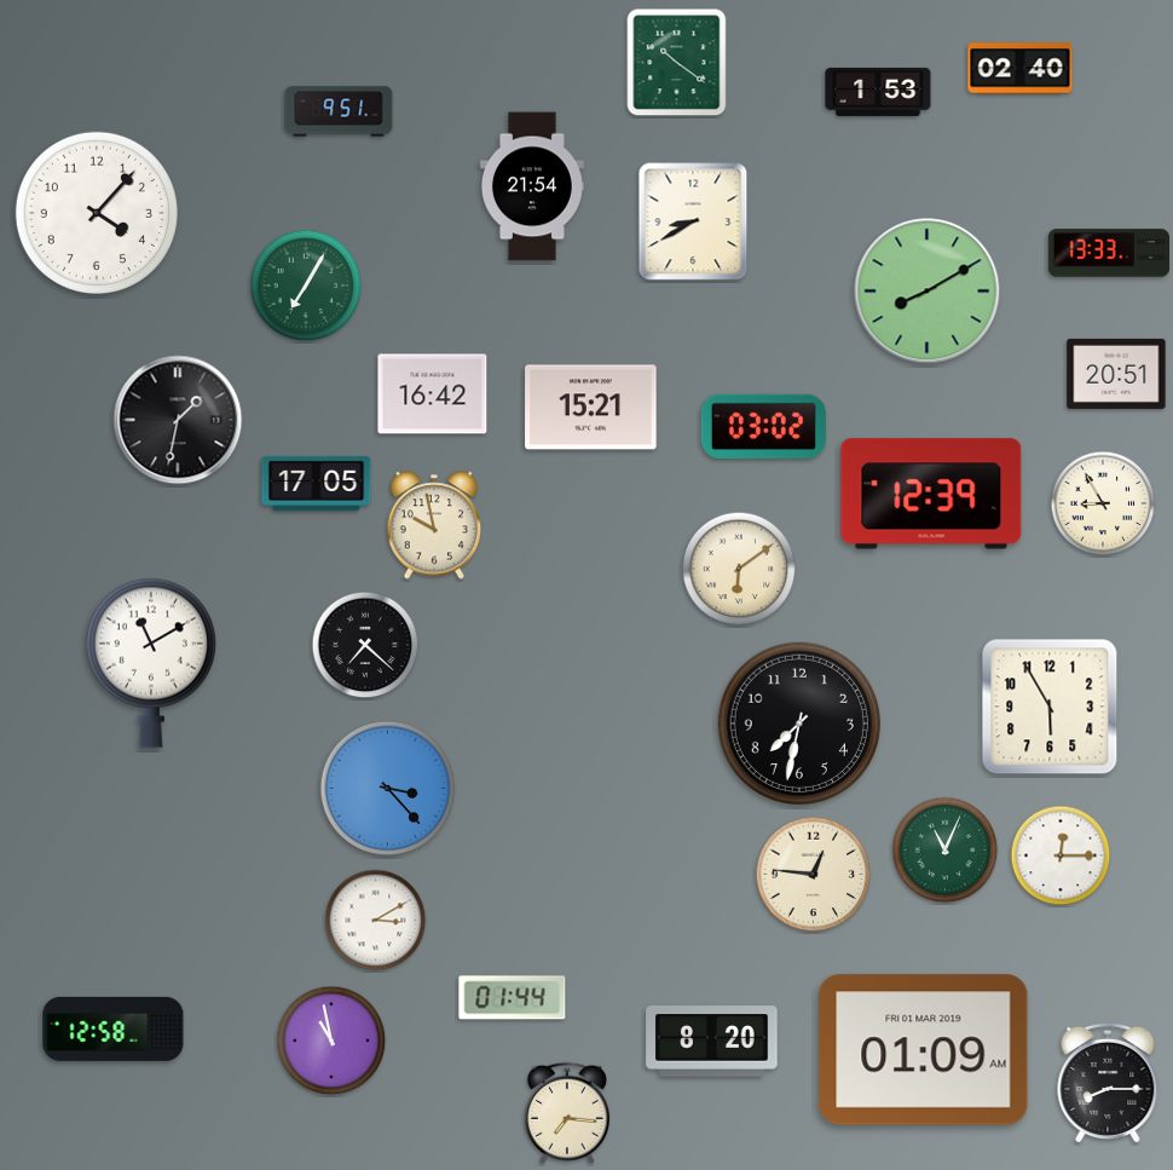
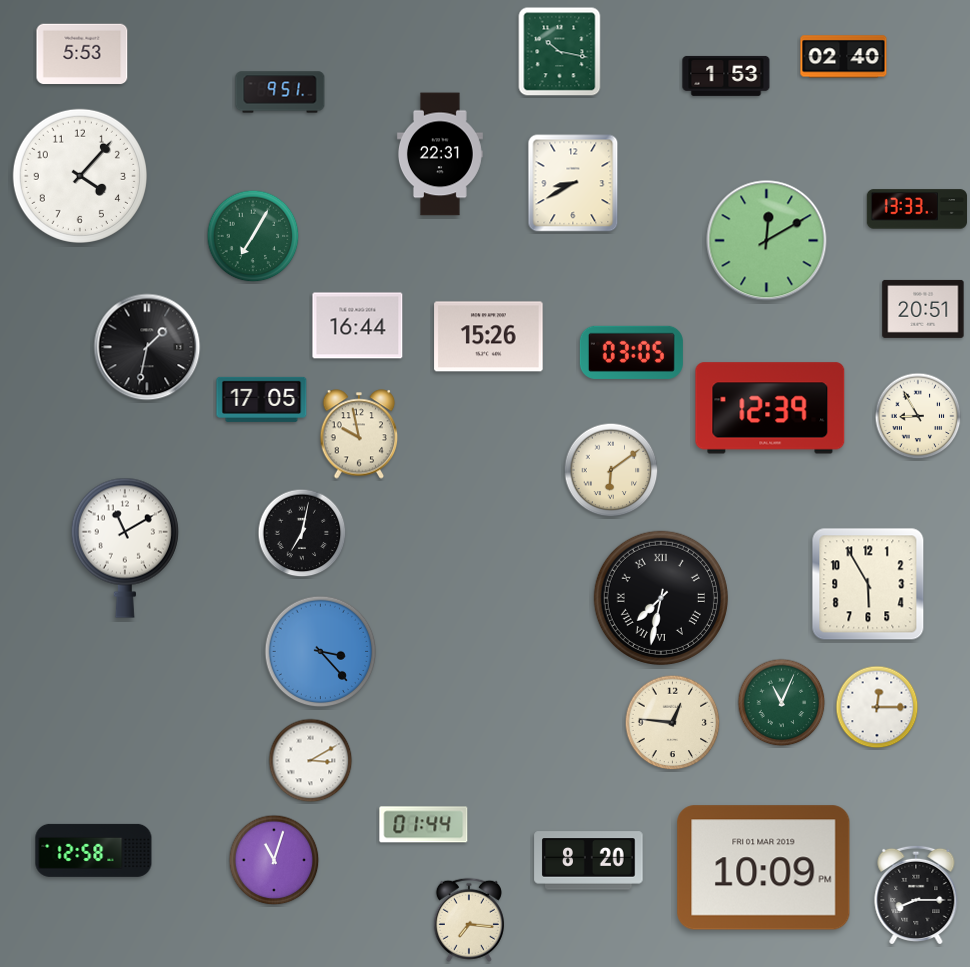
clock at (677, 63): 10:21 -> 10:17
clock at (82, 54): none -> 5:53
clock at (532, 186): 21:54 -> 22:31
clock at (928, 292): 8:10 -> 12:10
clock at (433, 394): 16:42 -> 16:44
clock at (591, 408): 15:21 -> 15:26
clock at (763, 426): 03:02 -> 03:05
clock at (1103, 503) position: (1103, 503) -> (918, 416)
clock at (365, 645): 7:22 -> 7:02
clock at (799, 724) numerals: Arabic -> Roman
clock at (331, 1041): 10:58 -> 11:03
clock at (924, 1050): 01:09 -> 10:09
